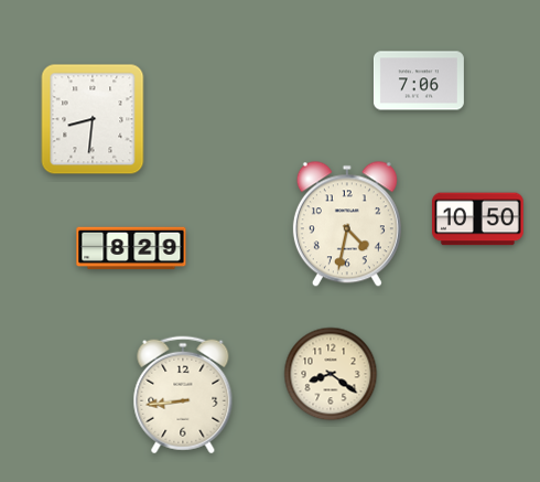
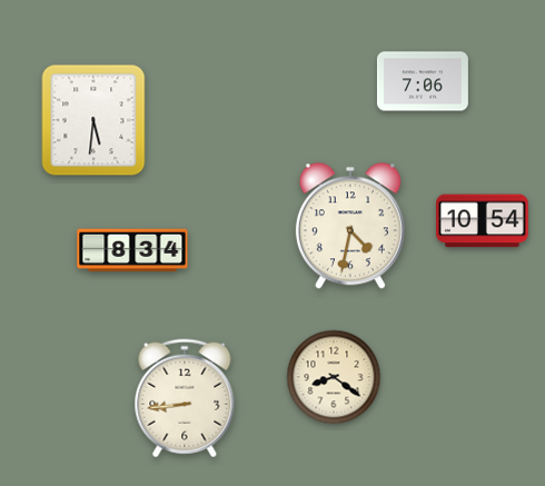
clock at (93, 119): 8:31 -> 5:31
clock at (478, 219): 10:50 -> 10:54
clock at (131, 248): 8:29 -> 8:34
